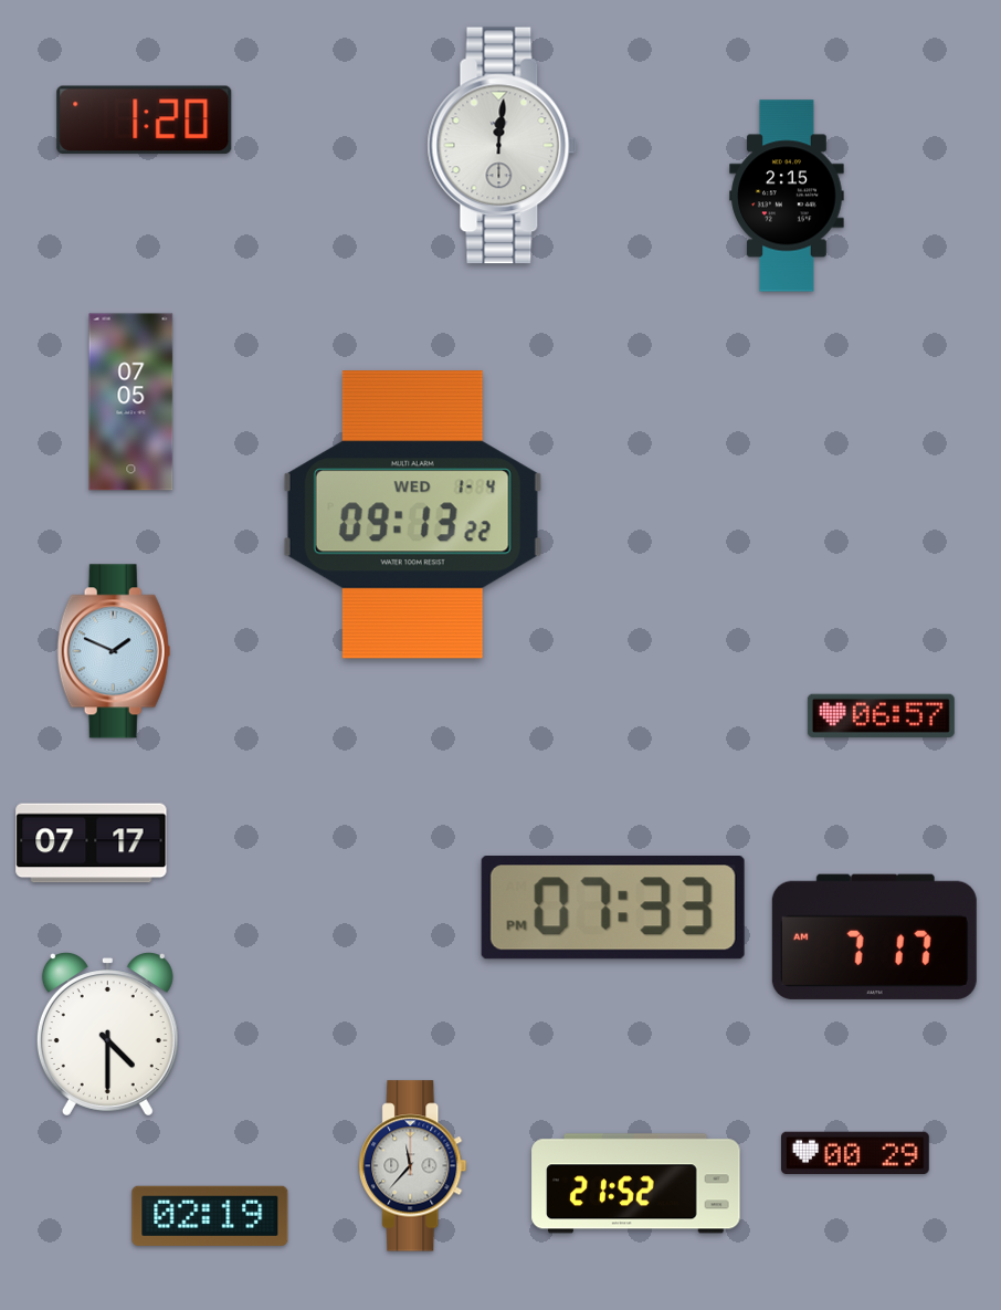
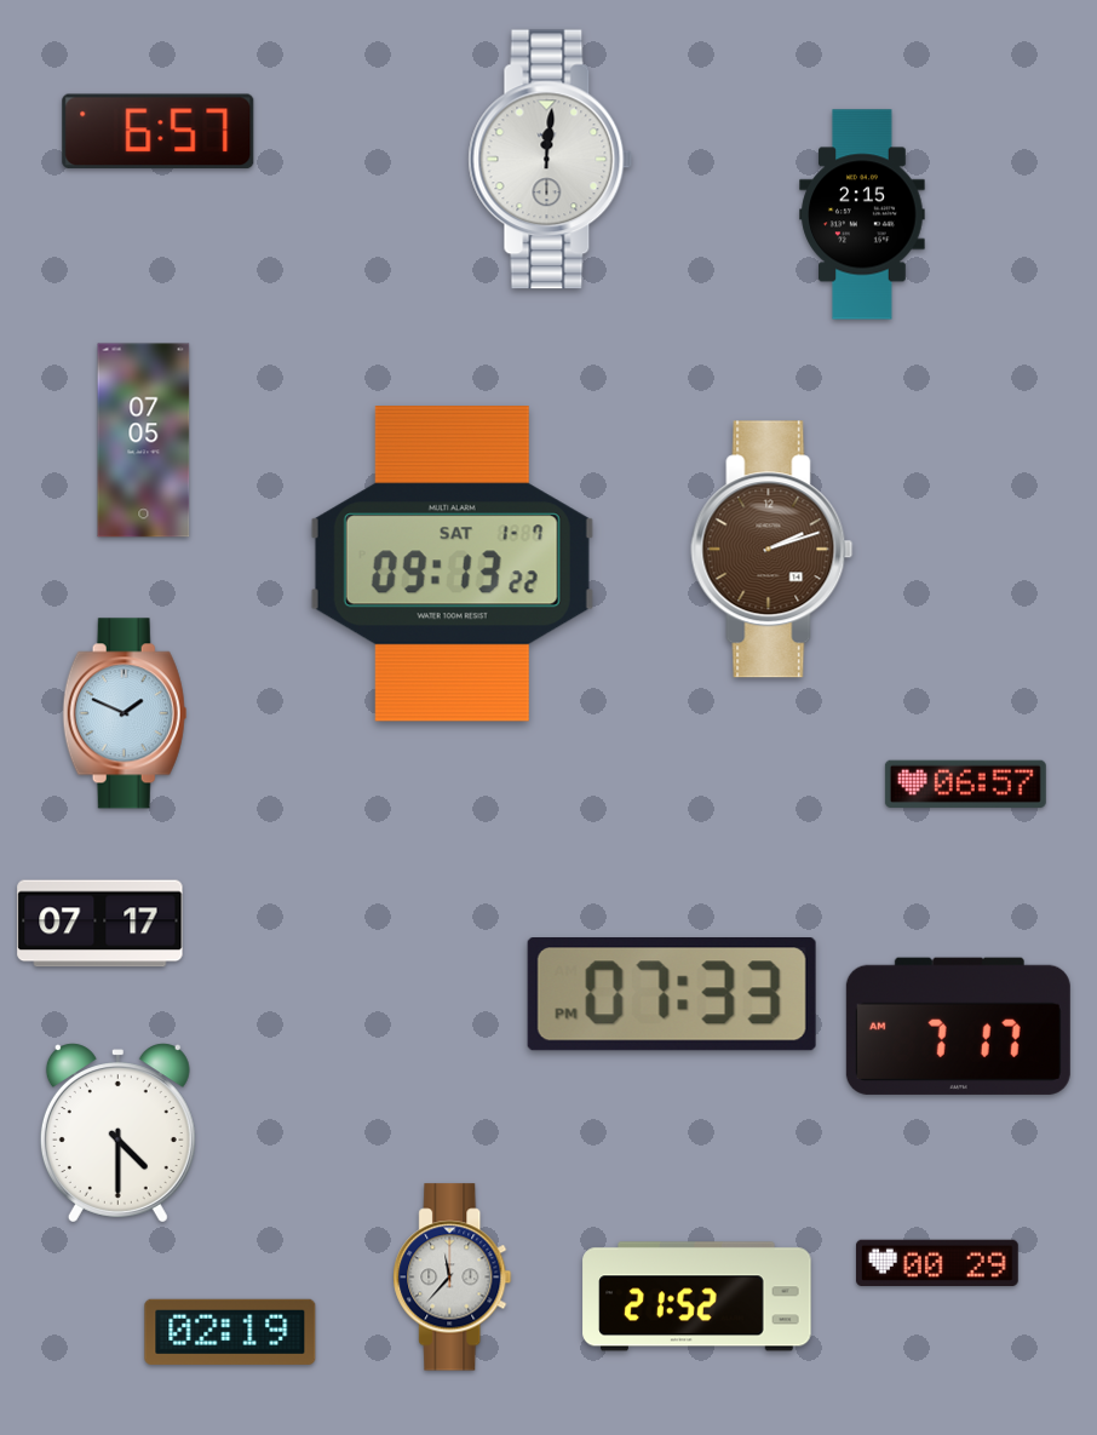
clock at (145, 120): 1:20 -> 6:57
clock at (773, 550): none -> 2:12
clock at (412, 515) date: WED 1-4 -> SAT 1-7
